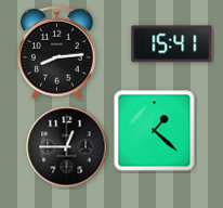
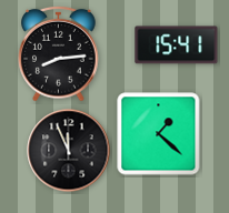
clock at (67, 147): 12:45 -> 11:56
